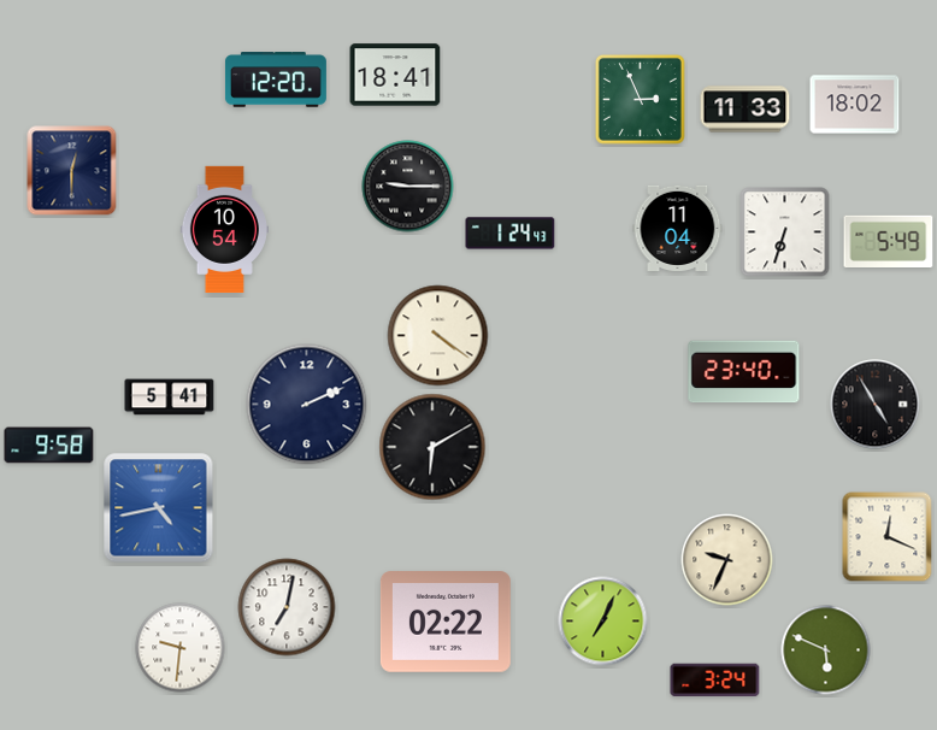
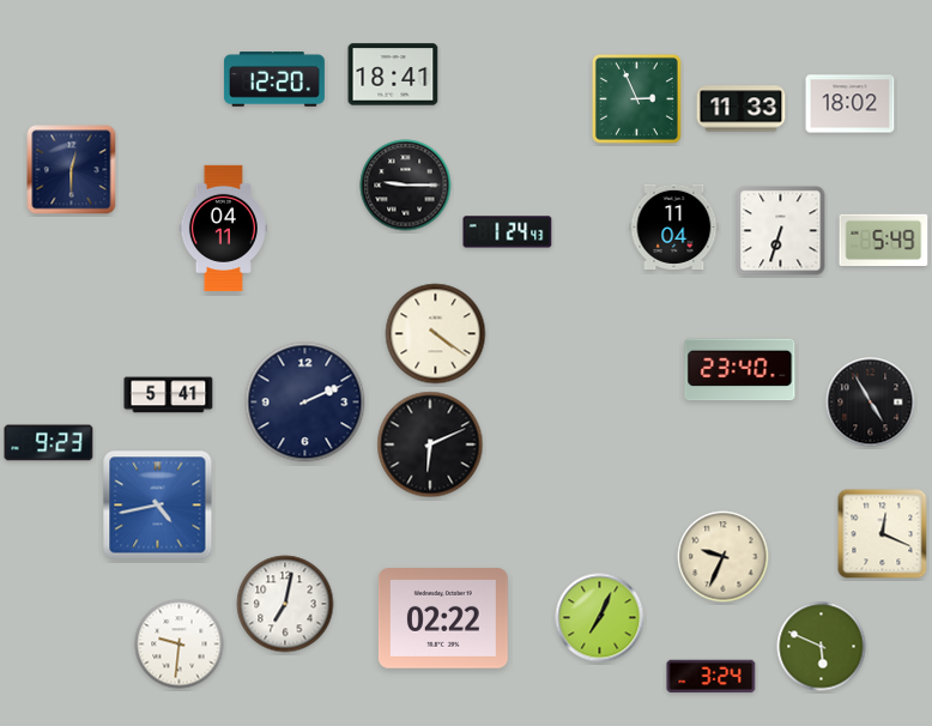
clock at (224, 229): 10:54 -> 04:11
clock at (49, 446): 9:58 -> 9:23
clock at (432, 447): 6:10 -> 6:11
